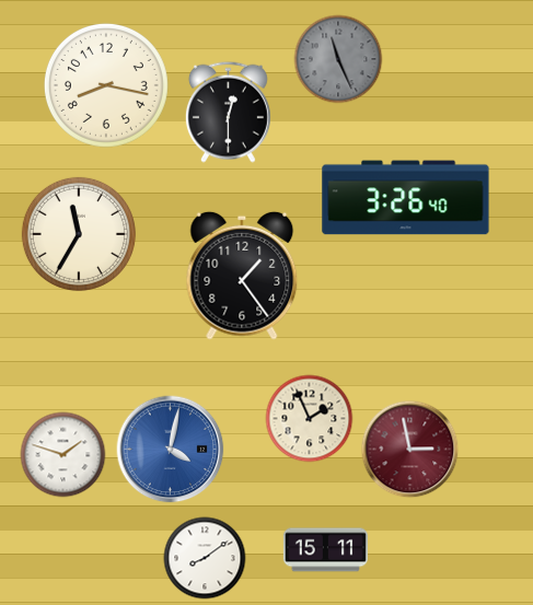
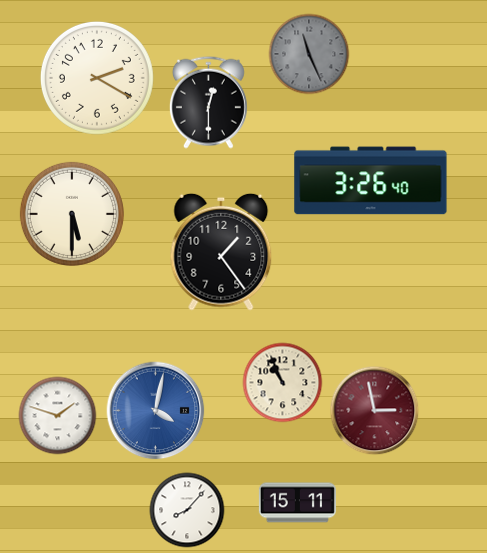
clock at (106, 85): 8:17 -> 2:20
clock at (79, 234): 11:35 -> 5:30
clock at (310, 419): 1:56 -> 10:56
clock at (205, 558): 8:09 -> 8:07
